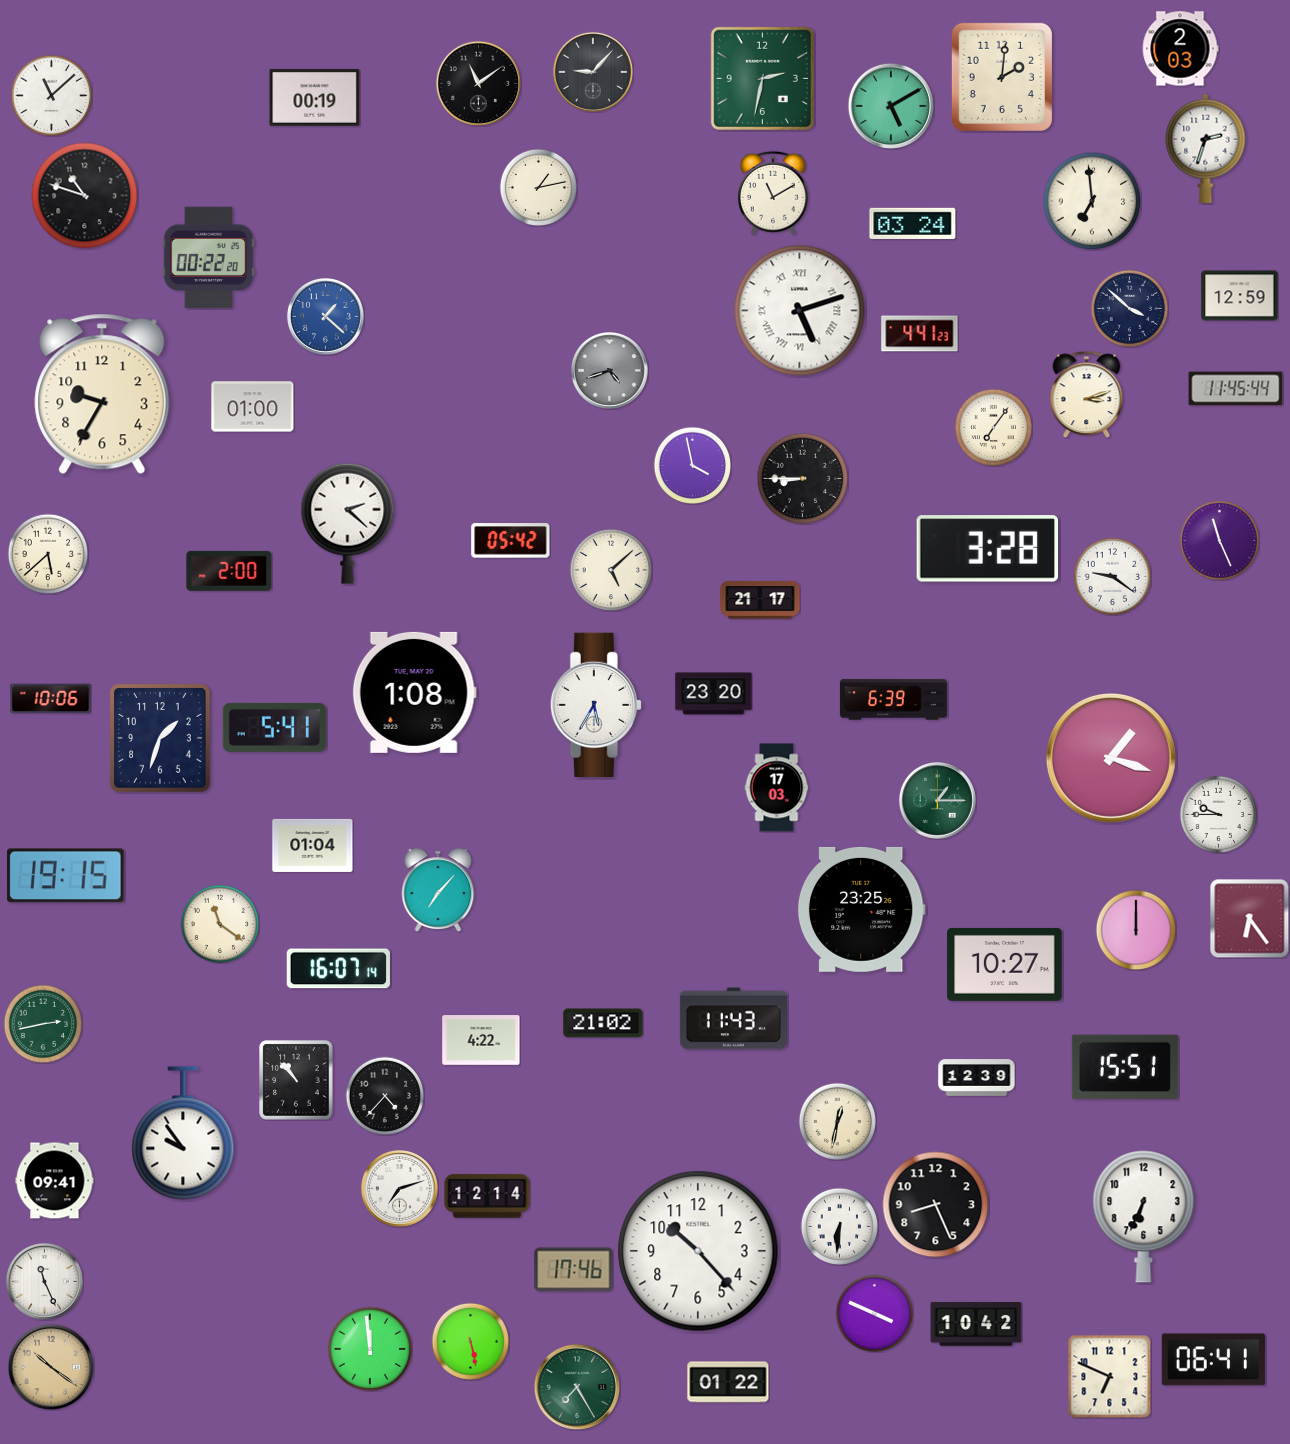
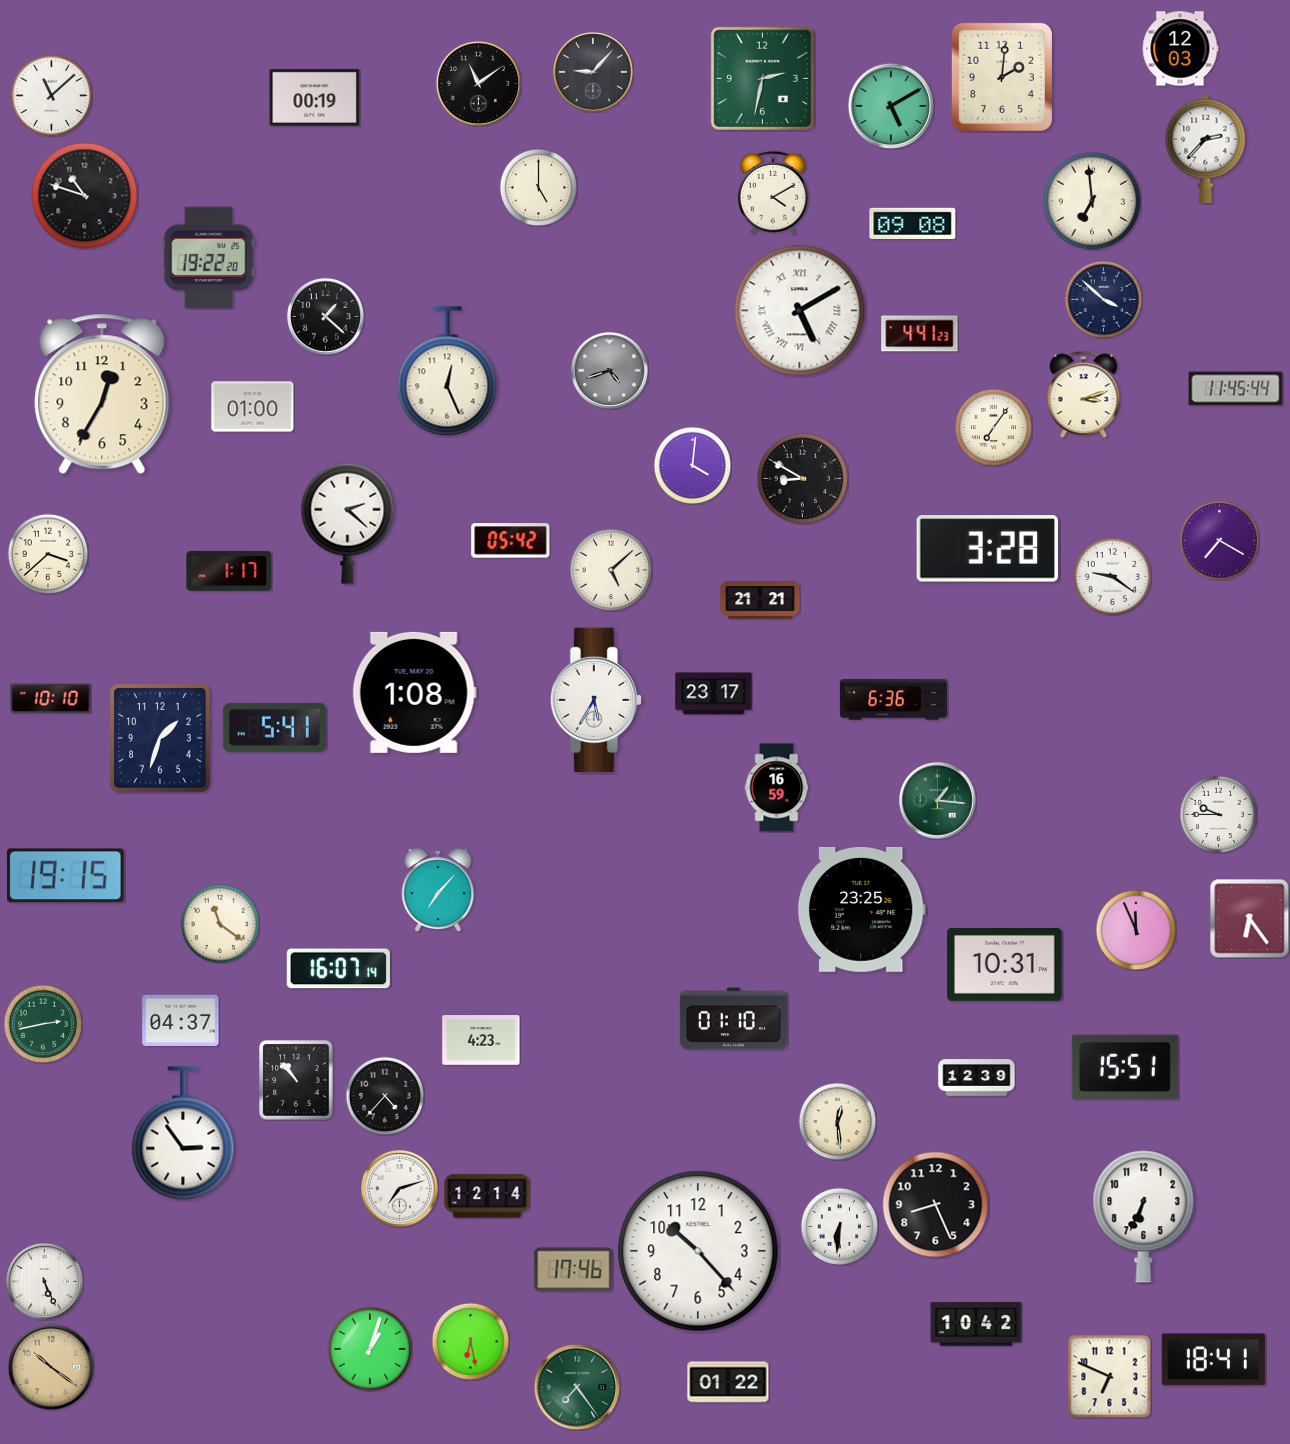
clock at (1180, 49): 2:03 -> 12:03
clock at (1206, 148): 2:33 -> 2:37
clock at (538, 187): 1:13 -> 5:00
clock at (773, 193): 11:10 -> 4:10
clock at (913, 223): 03:24 -> 09:08
clock at (208, 257): 00:22 -> 19:22
clock at (1240, 296): 12:59 -> none
clock at (1129, 308) position: (1129, 308) -> (1103, 299)
clock at (800, 311): 5:12 -> 5:10
clock at (325, 316) dial: blue -> black
clock at (447, 371): none -> 12:26
clock at (102, 394): 9:35 -> 12:35
clock at (1087, 394) position: (1087, 394) -> (1084, 394)
clock at (692, 465): 3:58 -> 4:01
clock at (802, 478): 8:45 -> 8:50
clock at (1219, 540): 11:26 -> 7:20
clock at (48, 554): 5:38 -> 3:38
clock at (229, 571): 2:00 -> 1:17
clock at (760, 600): 21:17 -> 21:21
clock at (714, 694): 23:20 -> 23:17
clock at (51, 699): 10:06 -> 10:10
clock at (893, 700): 6:39 -> 6:36
clock at (596, 704) position: (596, 704) -> (596, 699)
clock at (1111, 758): 1:18 -> none
clock at (777, 788): 17:03 -> 16:59
clock at (937, 800): 1:15 -> 1:16
clock at (313, 845): 01:04 -> none
clock at (1136, 930): 12:00 -> 11:56
clock at (1005, 964): 10:27 -> 10:31
clock at (733, 1019): 11:43 -> 01:10
clock at (181, 1020): none -> 04:37
clock at (603, 1023): 21:02 -> none
clock at (481, 1040): 4:22 -> 4:23
clock at (837, 1121): 12:32 -> 12:29
clock at (183, 1133): 9:54 -> 2:54
clock at (55, 1181): 09:41 -> none
clock at (44, 1281): 11:26 -> 5:26
clock at (874, 1313): 3:49 -> none
clock at (470, 1341): 5:28 -> 6:28
clock at (370, 1349): 11:59 -> 1:03
clock at (1213, 1360): 06:41 -> 18:41
clock at (577, 1387): 7:25 -> 7:24
